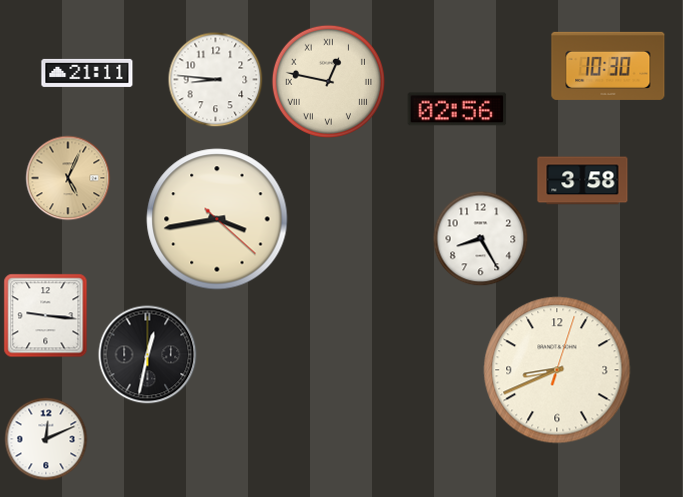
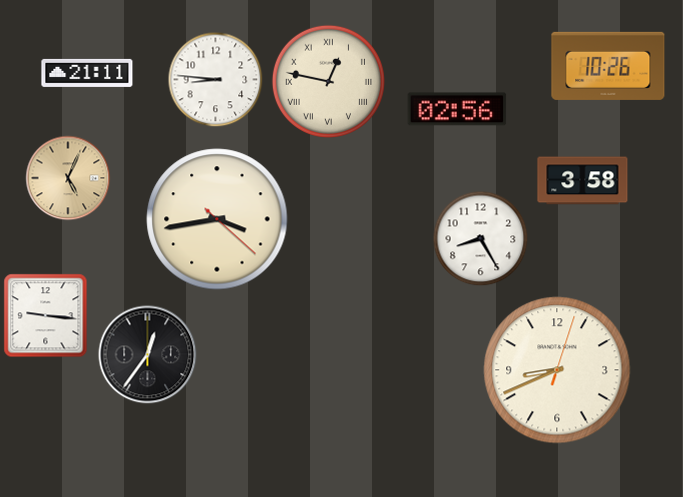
clock at (608, 66): 10:30 -> 10:26
clock at (148, 355): 12:32 -> 12:36
clock at (46, 439): 12:11 -> none
